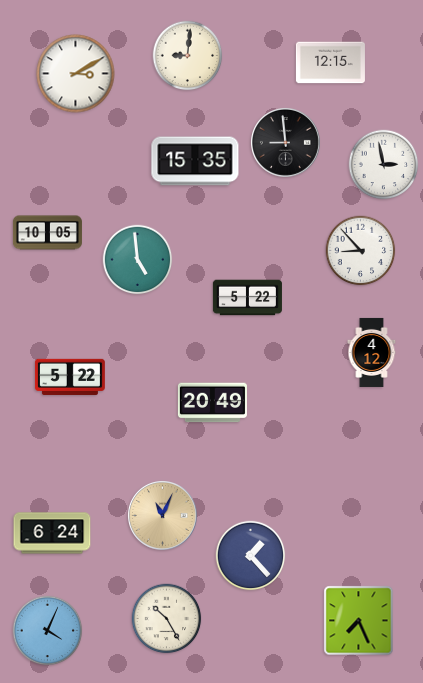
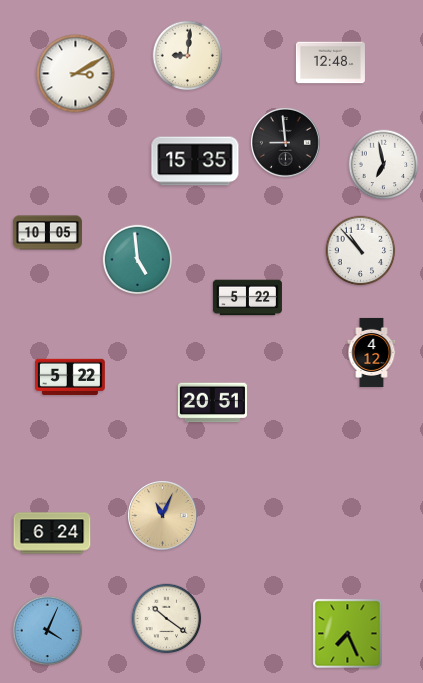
clock at (330, 63): 12:15 -> 12:48
clock at (384, 165): 2:58 -> 6:58
clock at (361, 251): 8:53 -> 10:53
clock at (212, 403): 20:49 -> 20:51
clock at (251, 556): 1:23 -> none
clock at (167, 619): 10:25 -> 10:21
clock at (359, 621) position: (359, 621) -> (348, 634)
